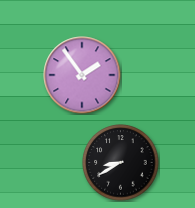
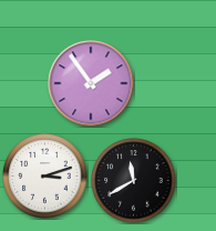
clock at (45, 177): none -> 3:12
clock at (121, 163): 8:40 -> 11:40
